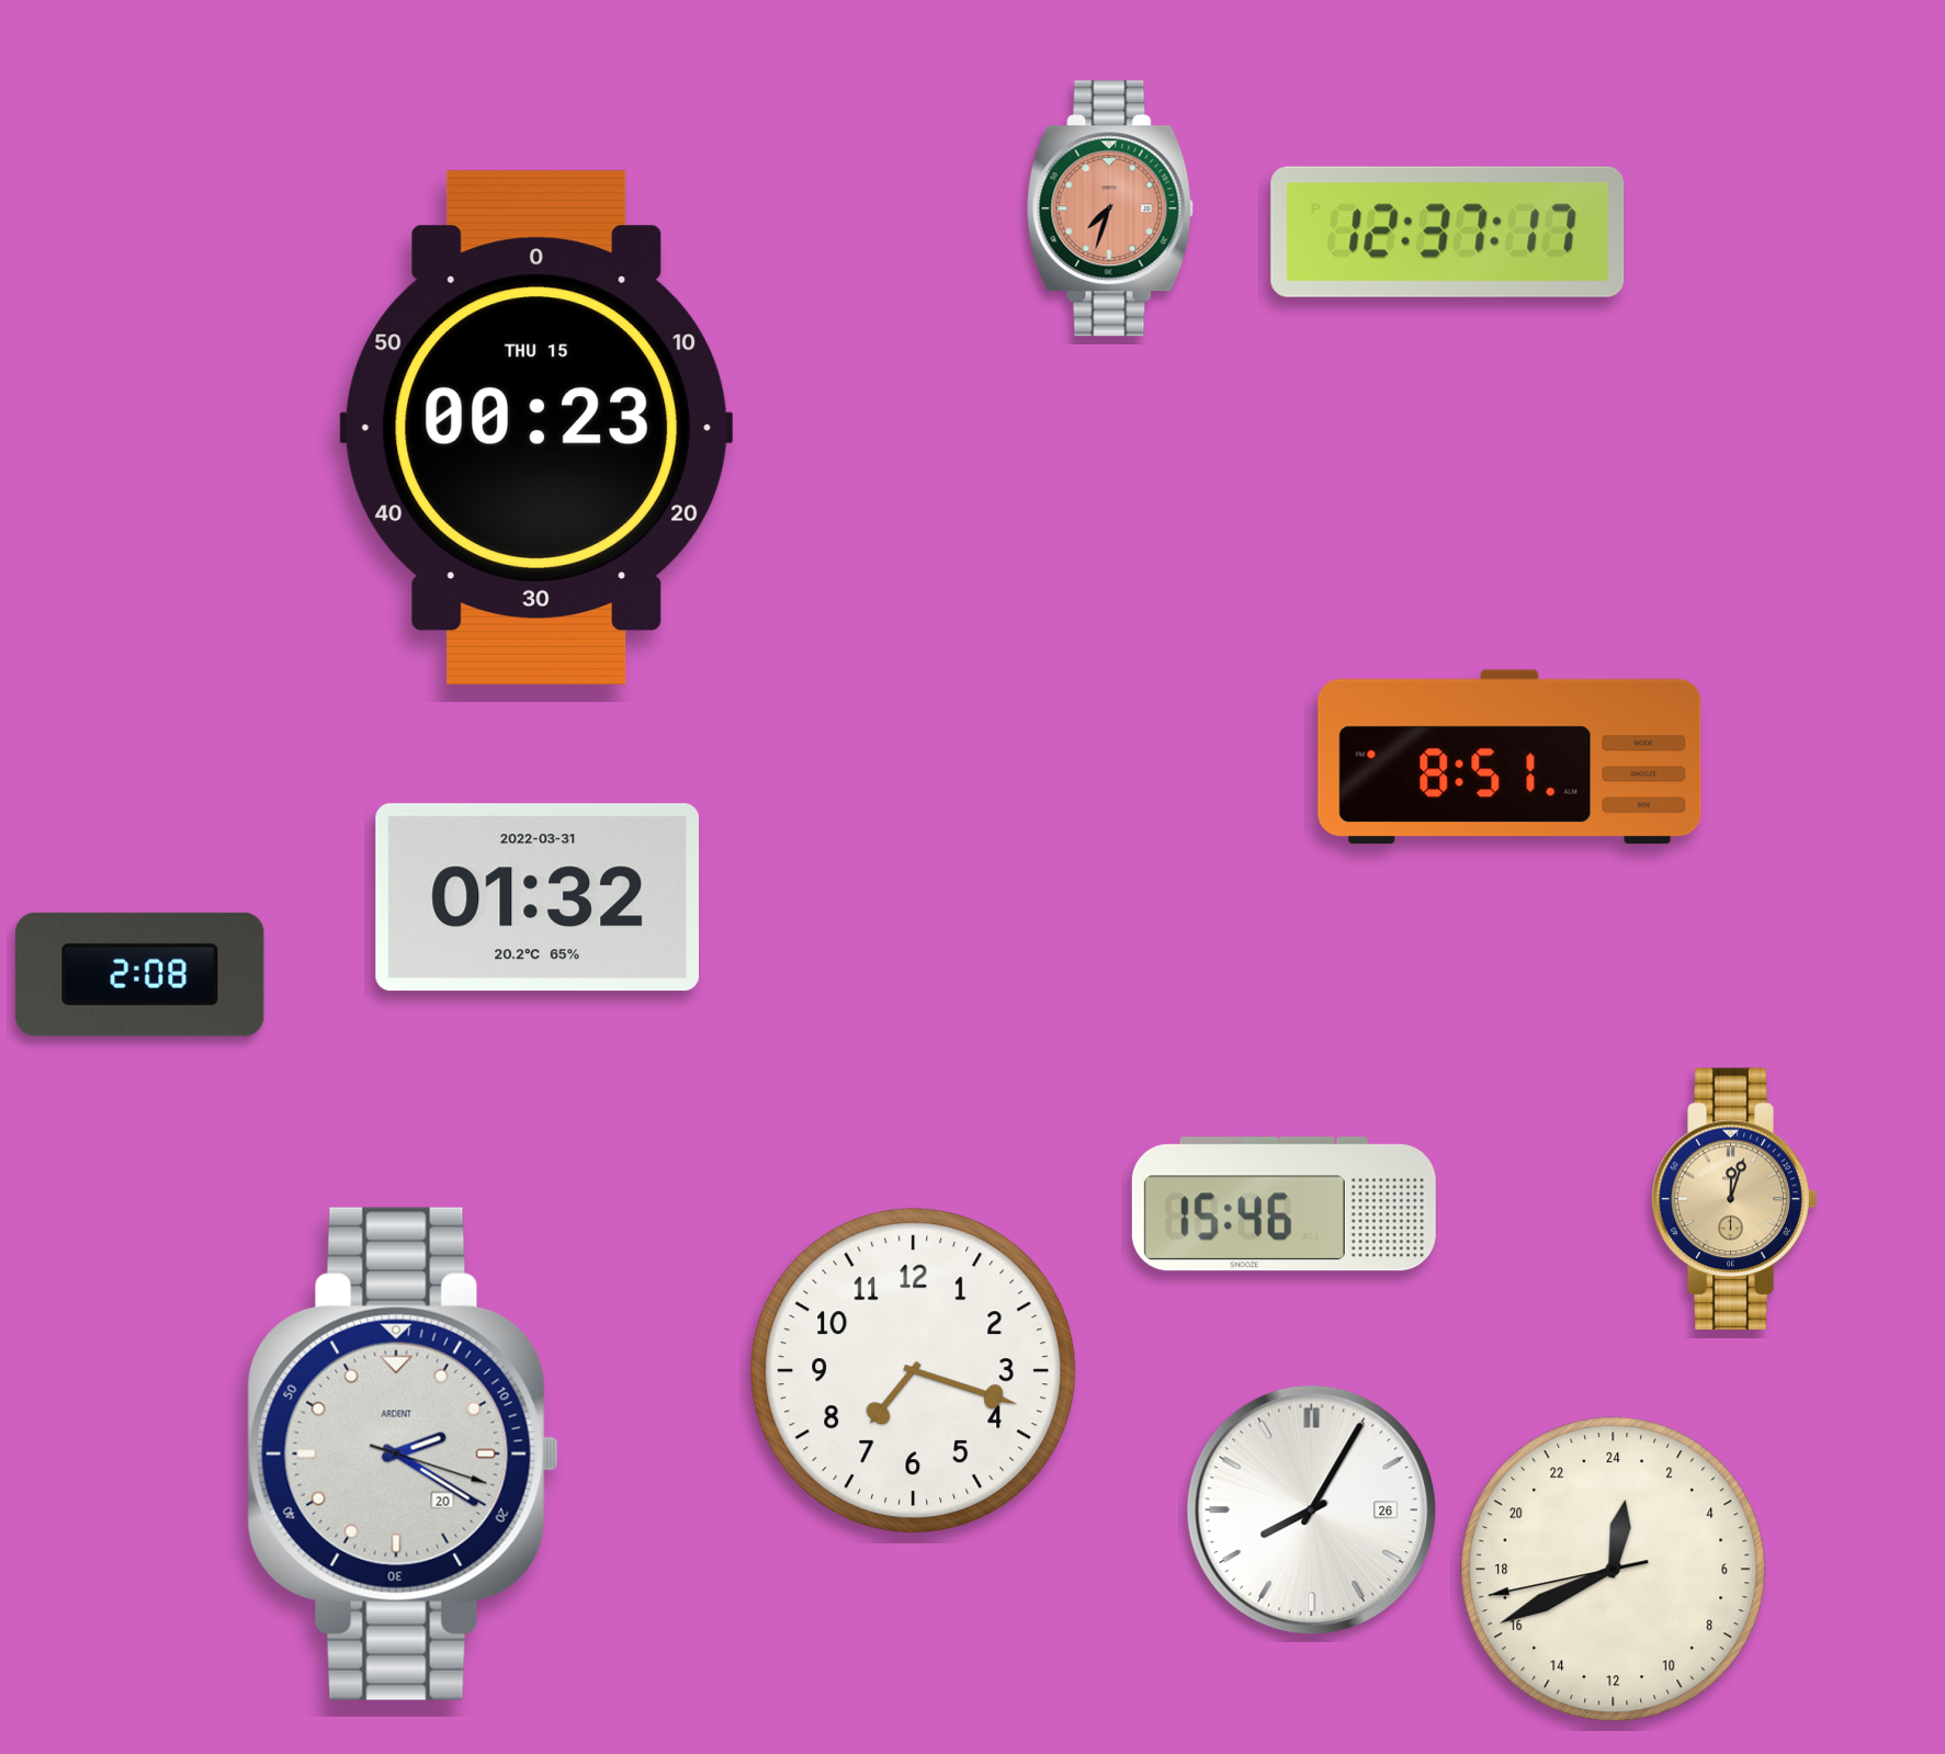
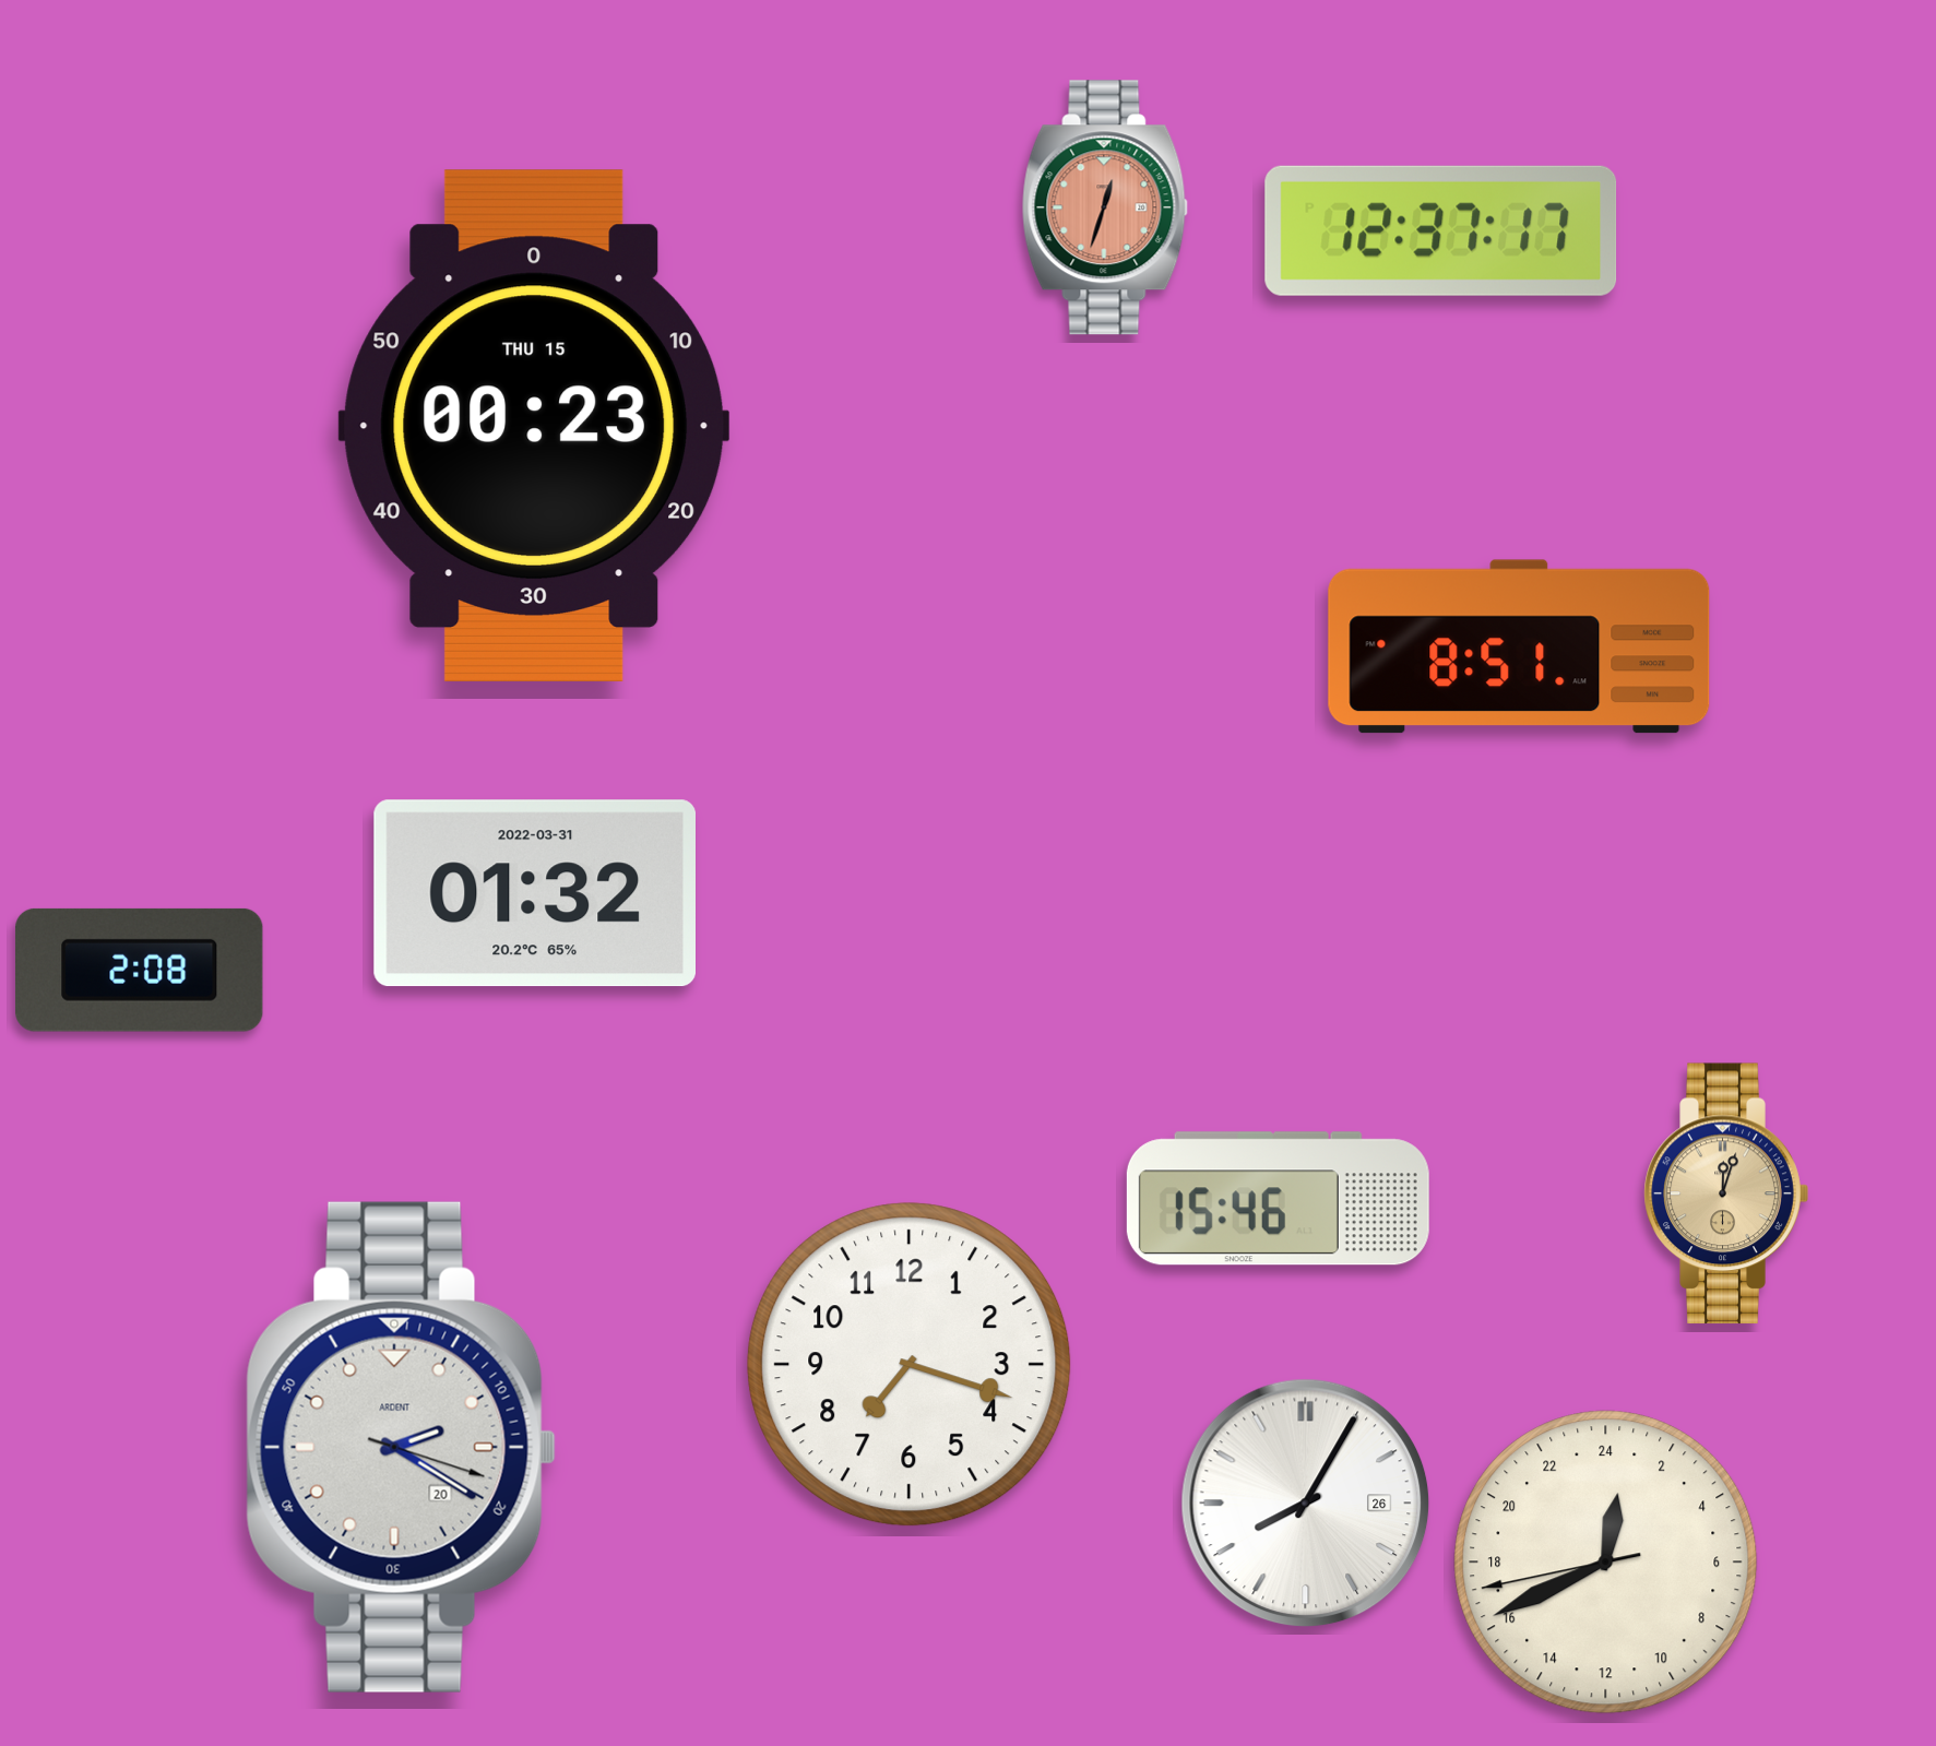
clock at (1110, 208): 7:33 -> 12:33
clock at (1509, 757) position: (1509, 757) -> (1519, 646)
